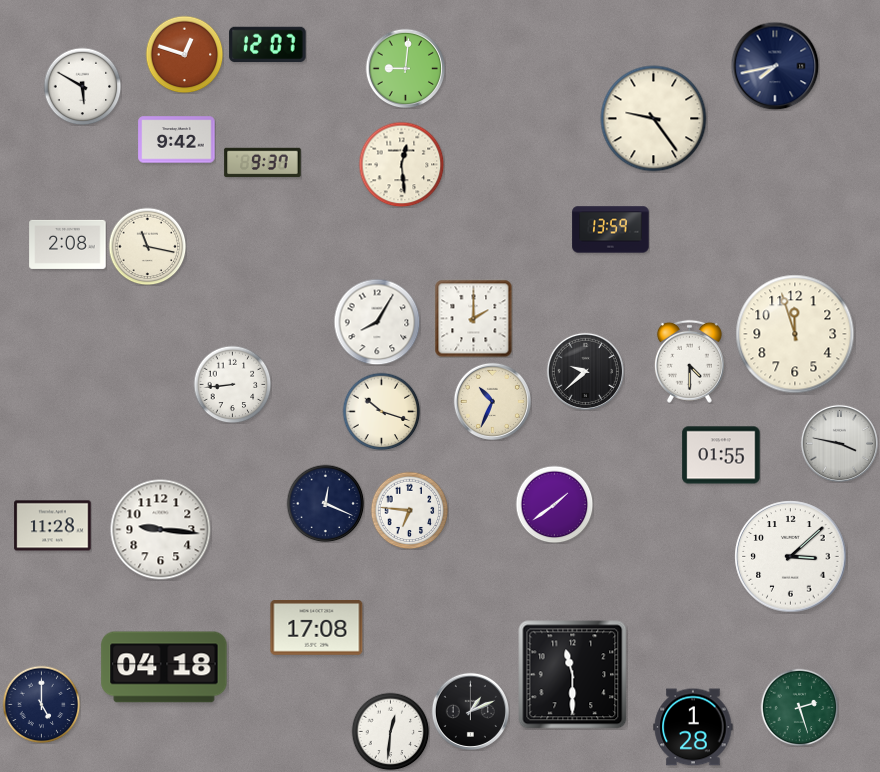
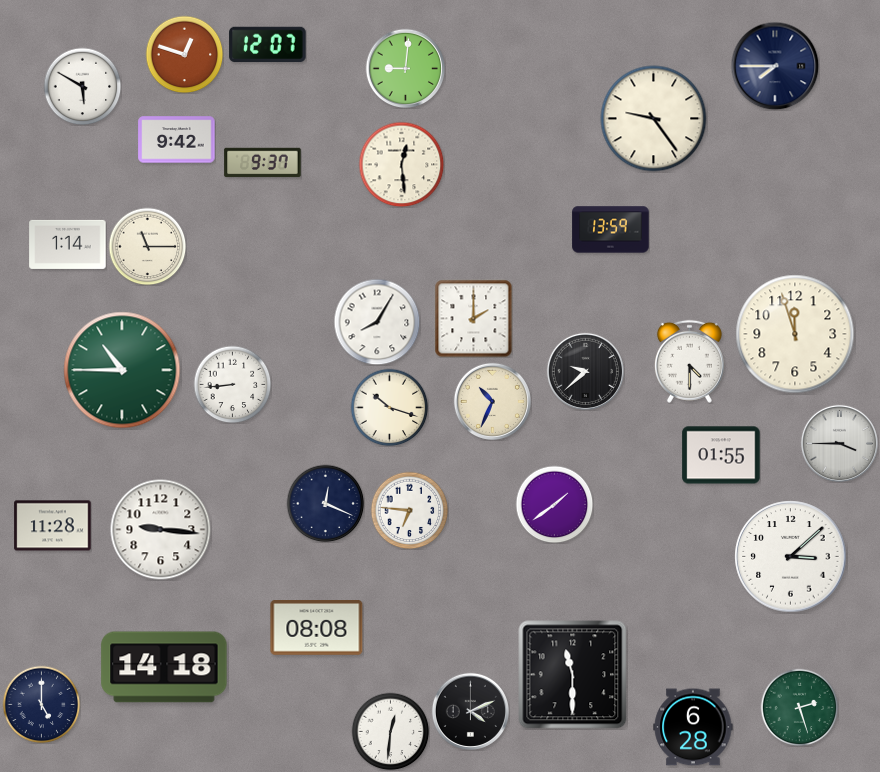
clock at (775, 66): 7:43 -> 7:45
clock at (68, 244): 2:08 -> 1:14
clock at (147, 246): 11:17 -> 11:15
clock at (122, 370): none -> 10:45
clock at (381, 411) position: (381, 411) -> (389, 407)
clock at (839, 443): 3:47 -> 3:45
clock at (317, 628): 17:08 -> 08:08
clock at (164, 667): 04:18 -> 14:18
clock at (470, 711): 1:11 -> 4:11
clock at (693, 727): 1:28 -> 6:28
